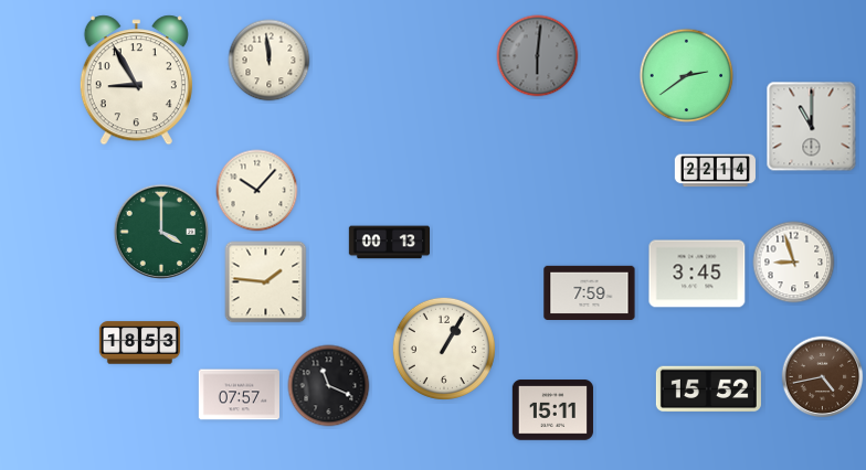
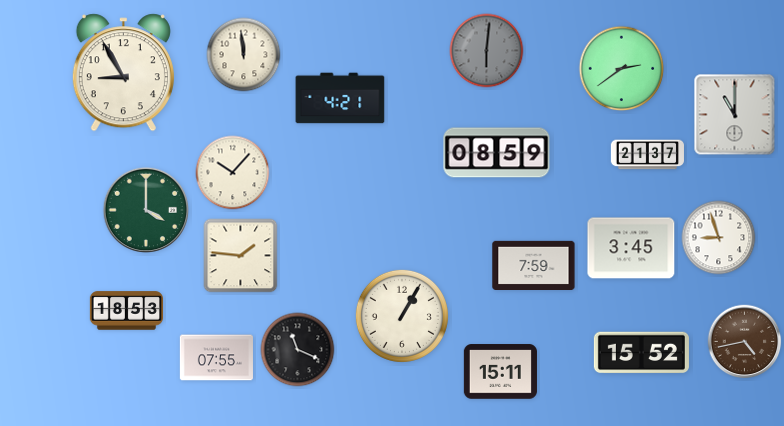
clock at (340, 98): none -> 4:21
clock at (497, 153): none -> 08:59
clock at (715, 171): 22:14 -> 21:37
clock at (389, 243): 00:13 -> none
clock at (239, 395): 07:57 -> 07:55
